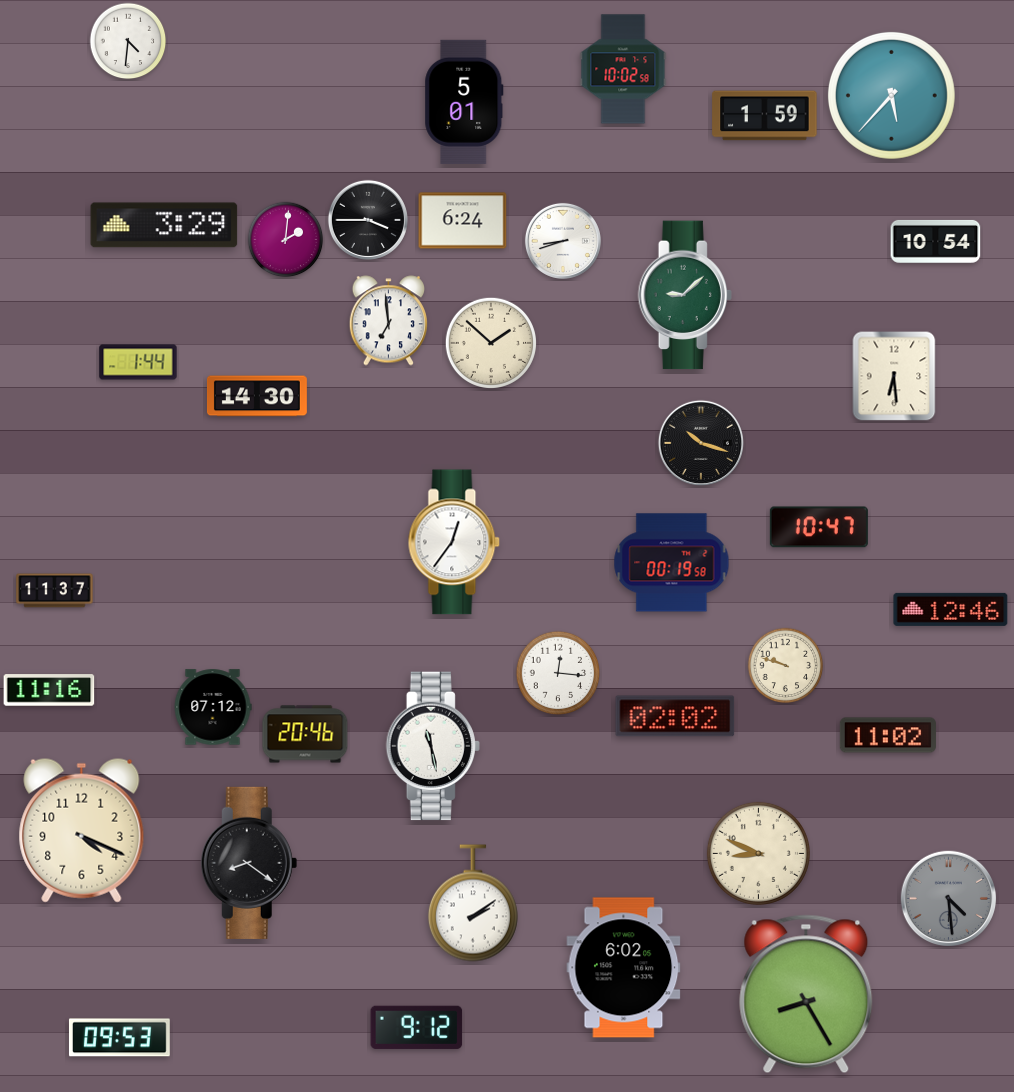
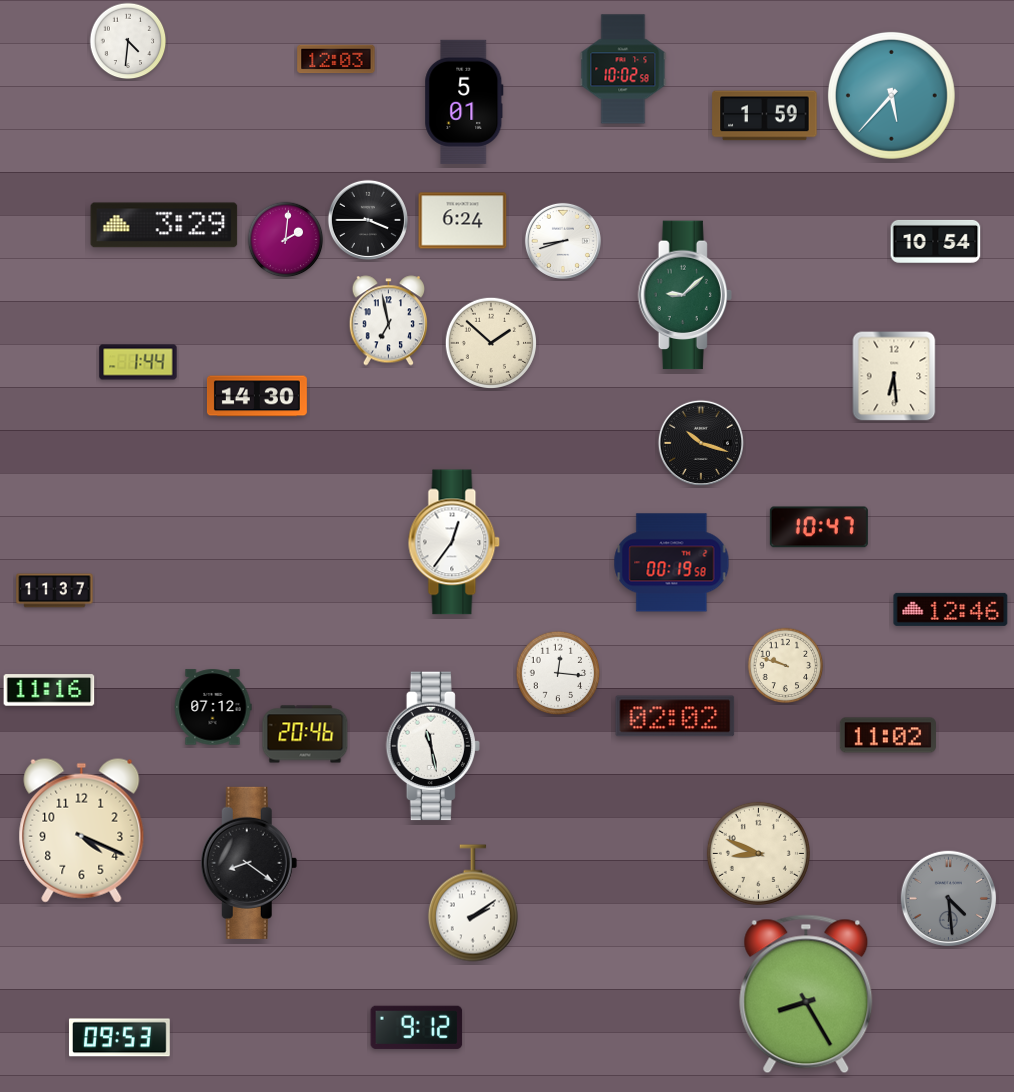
clock at (336, 59): none -> 12:03
clock at (388, 321): 6:59 -> 6:58
clock at (624, 968): 6:02 -> none
